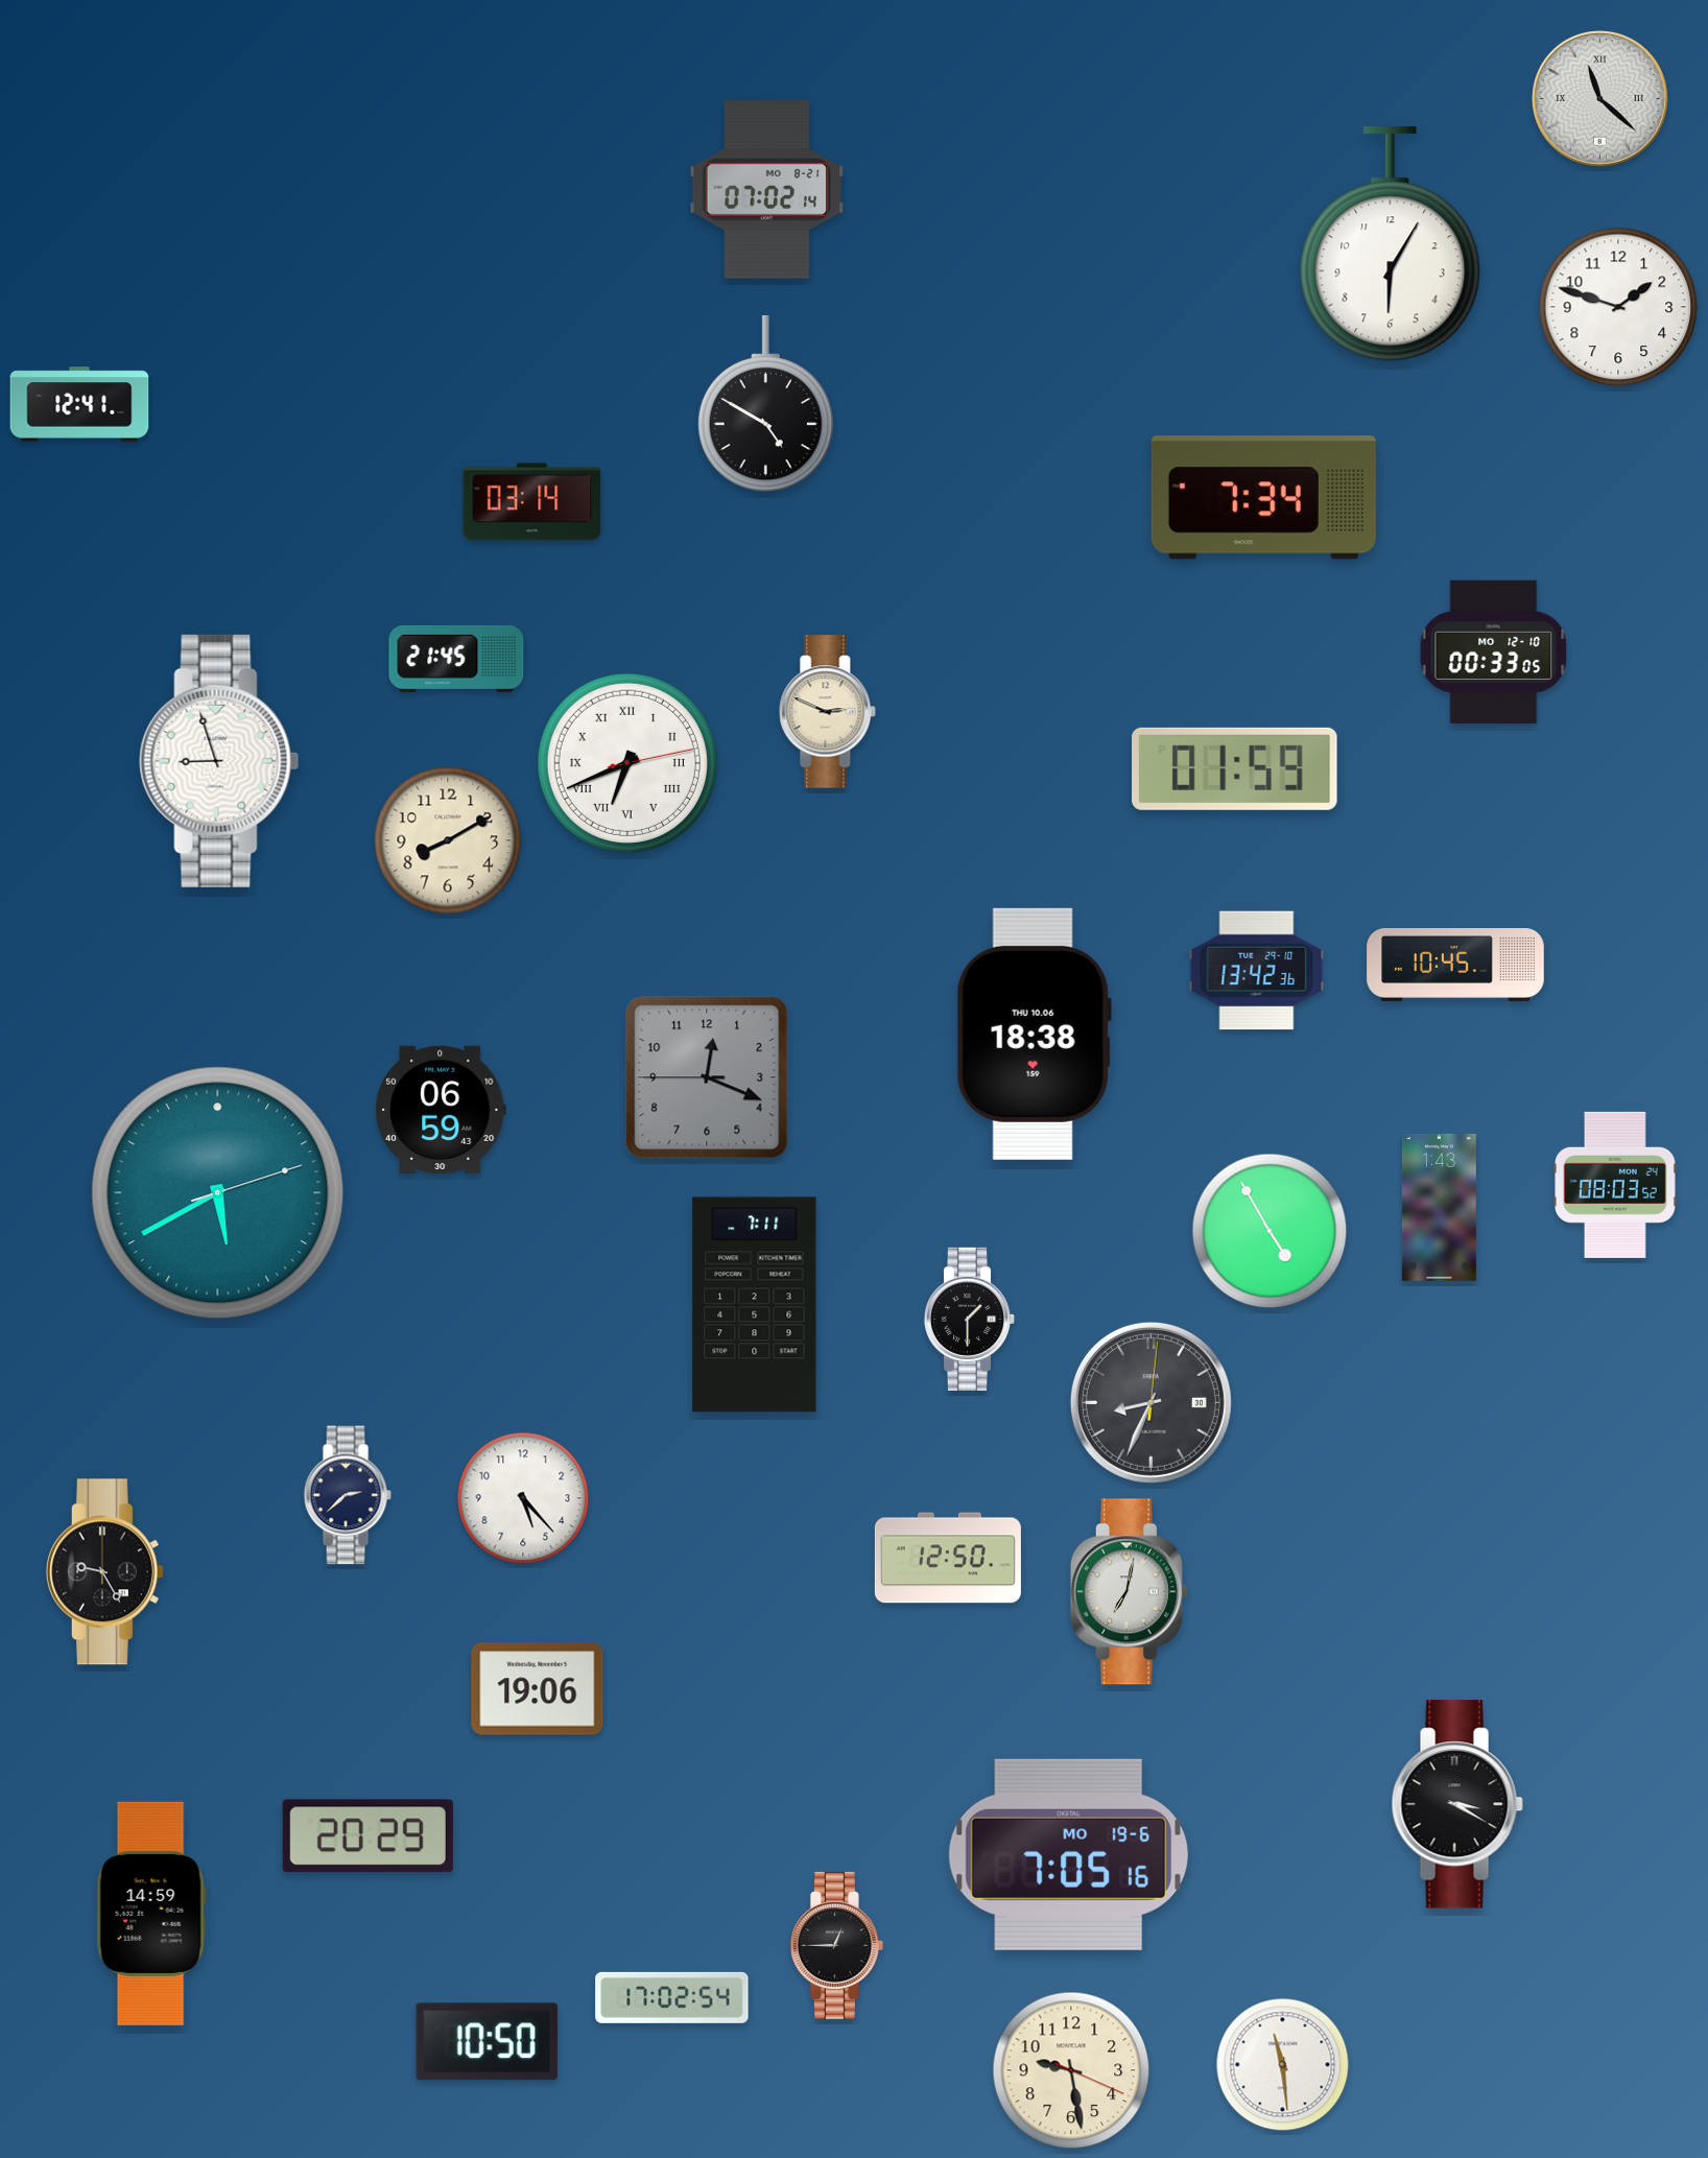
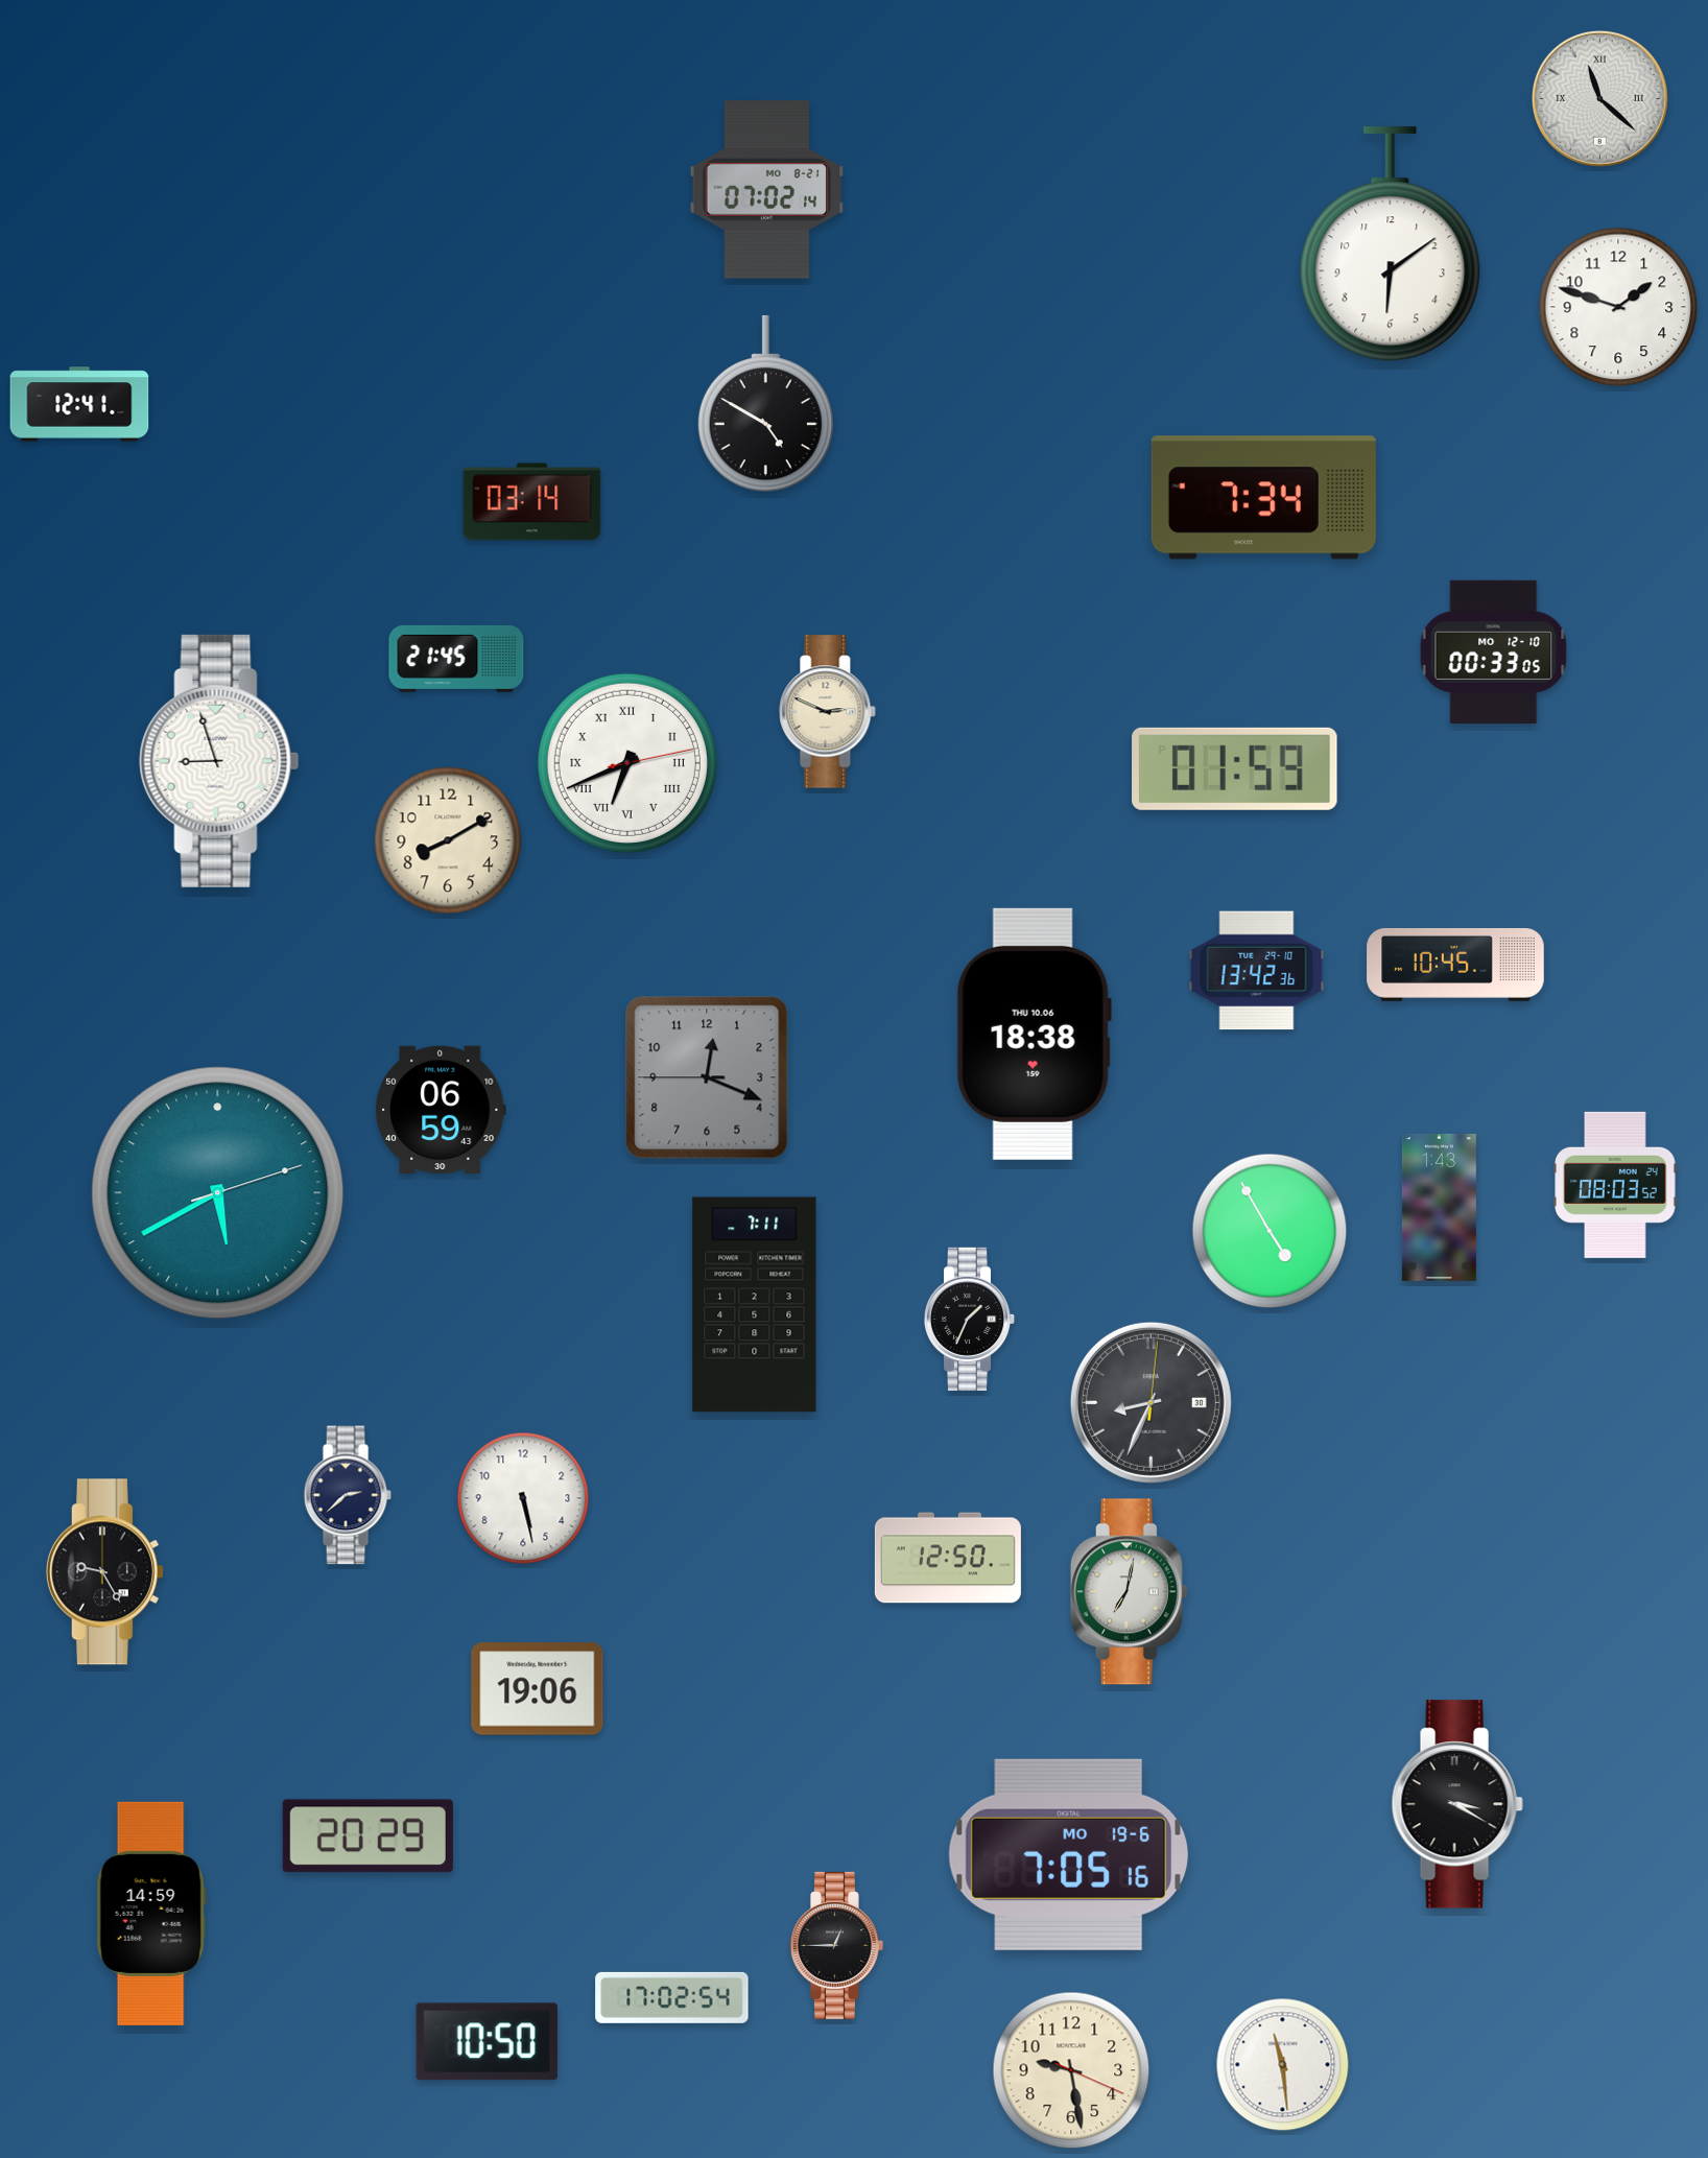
clock at (1391, 244): 6:05 -> 6:09
clock at (970, 1319): 1:30 -> 1:34
clock at (523, 1498): 5:23 -> 5:28
